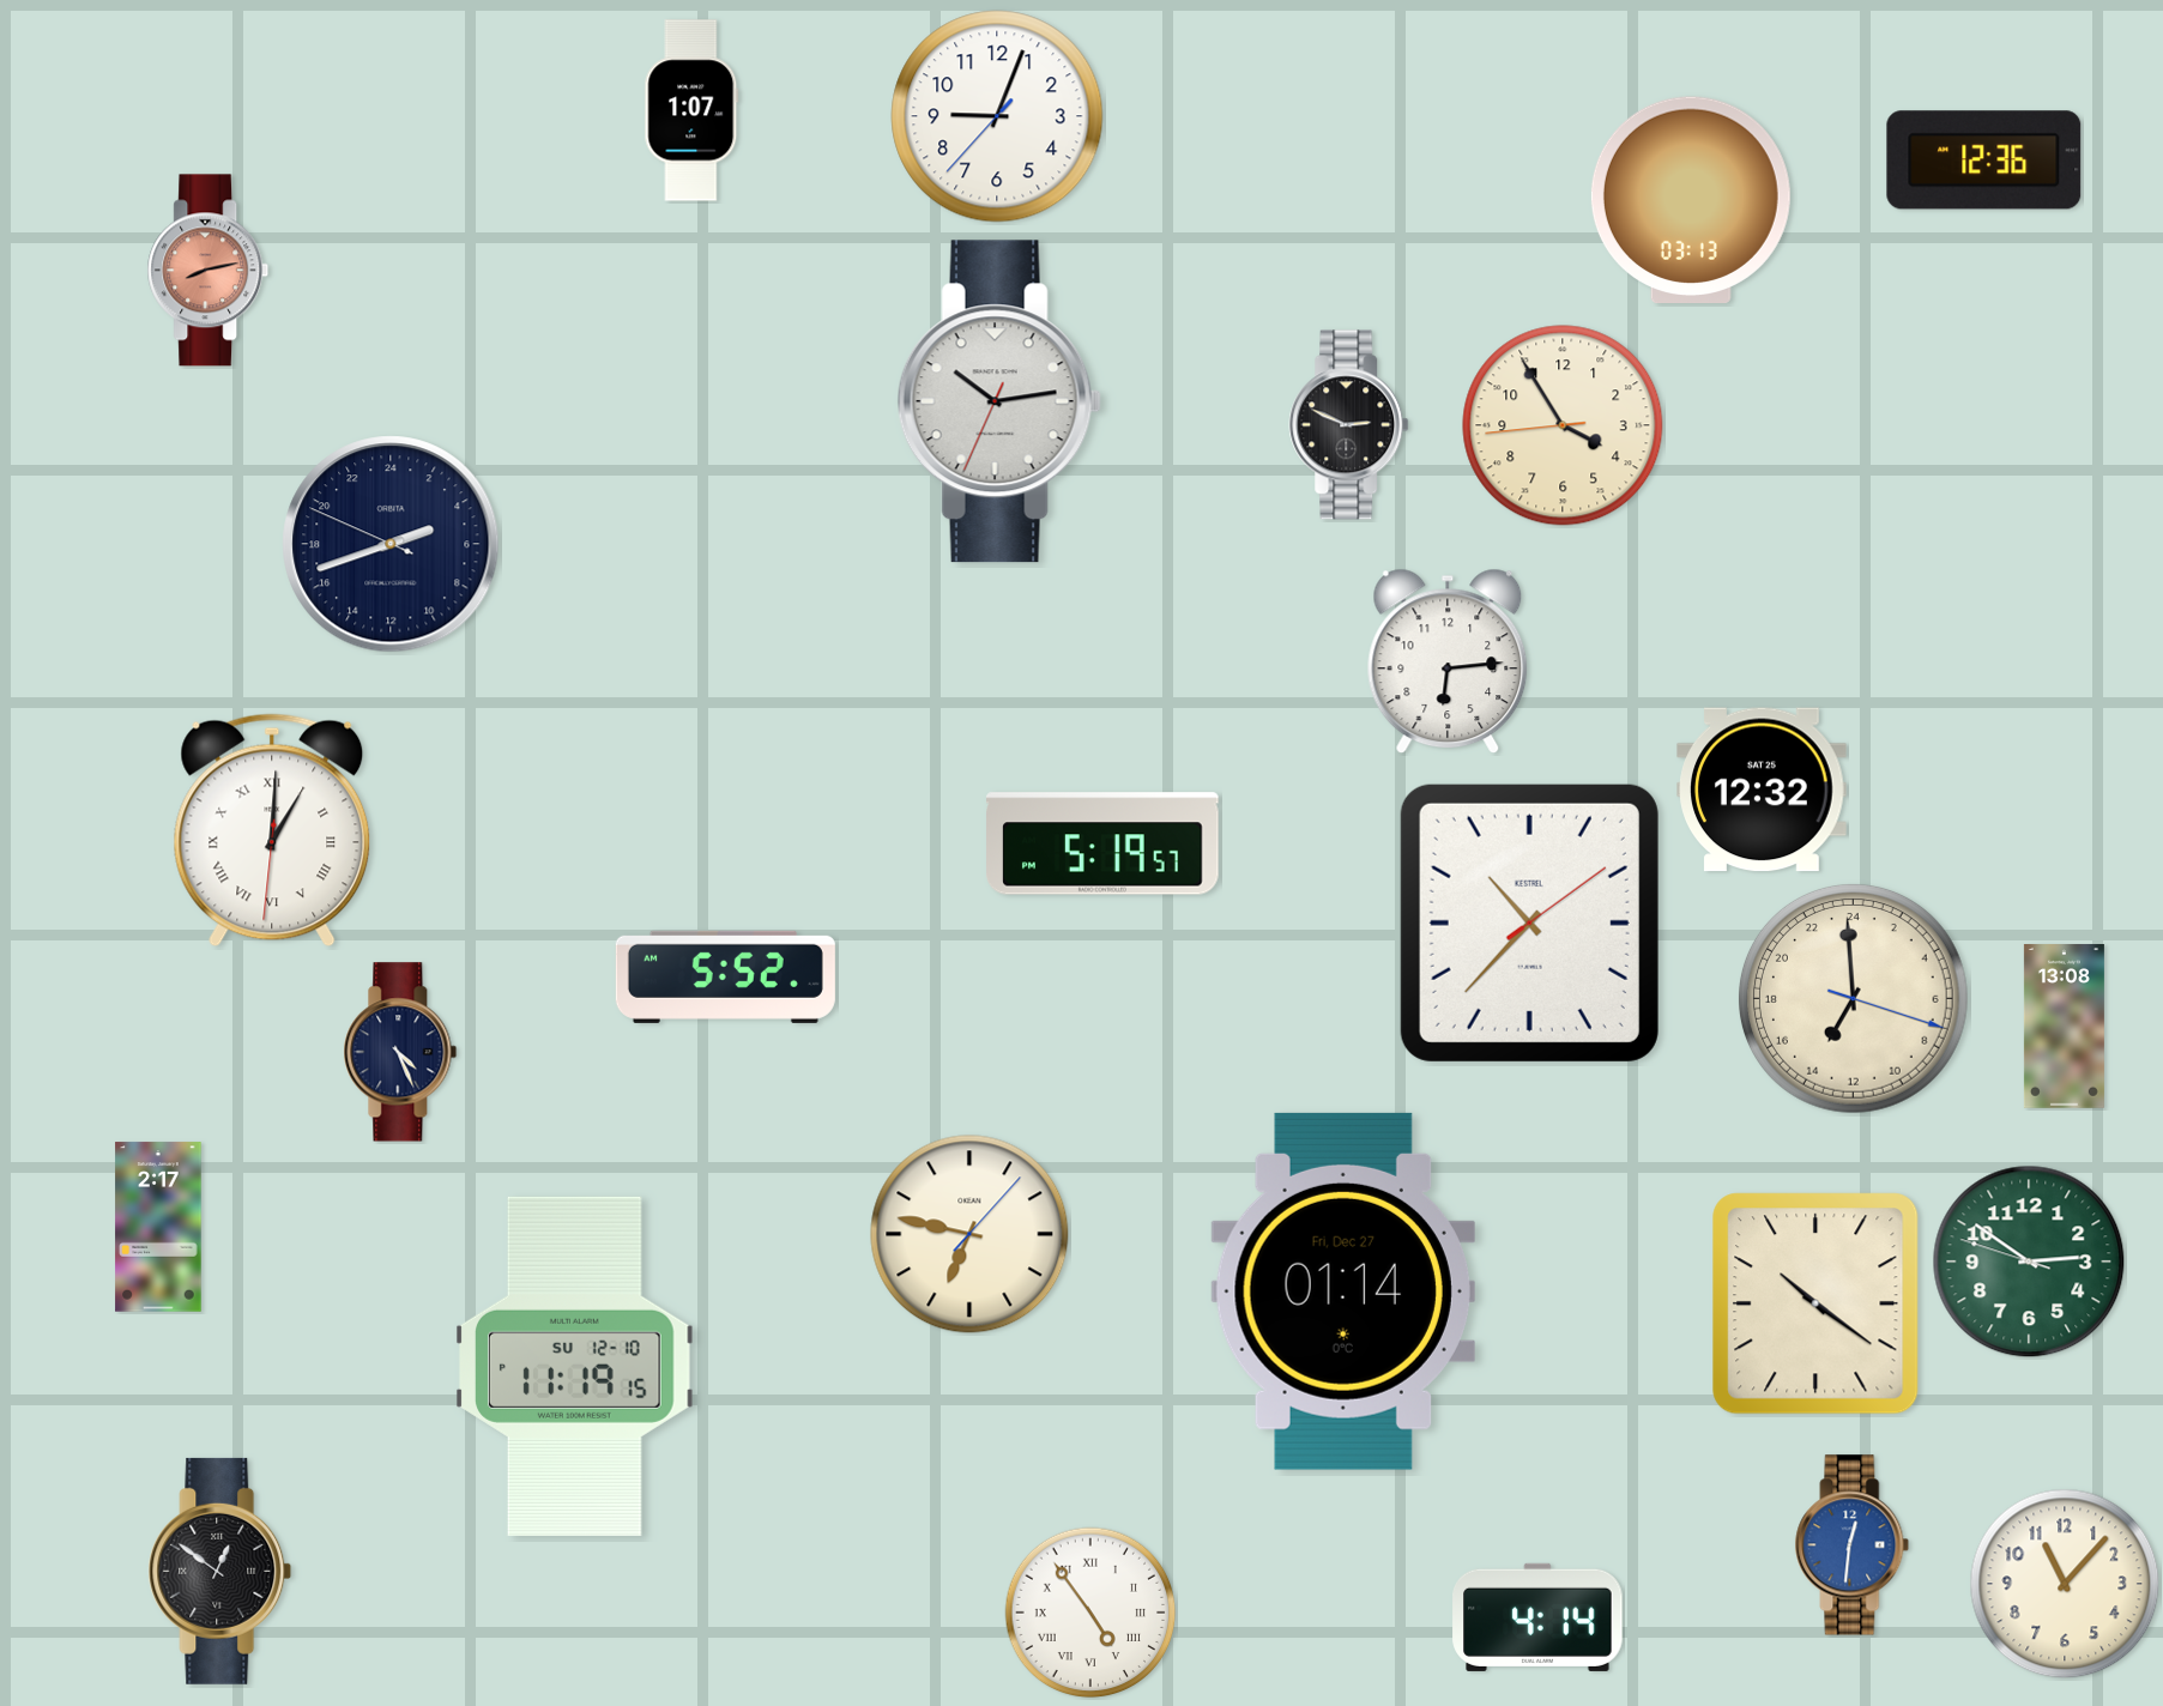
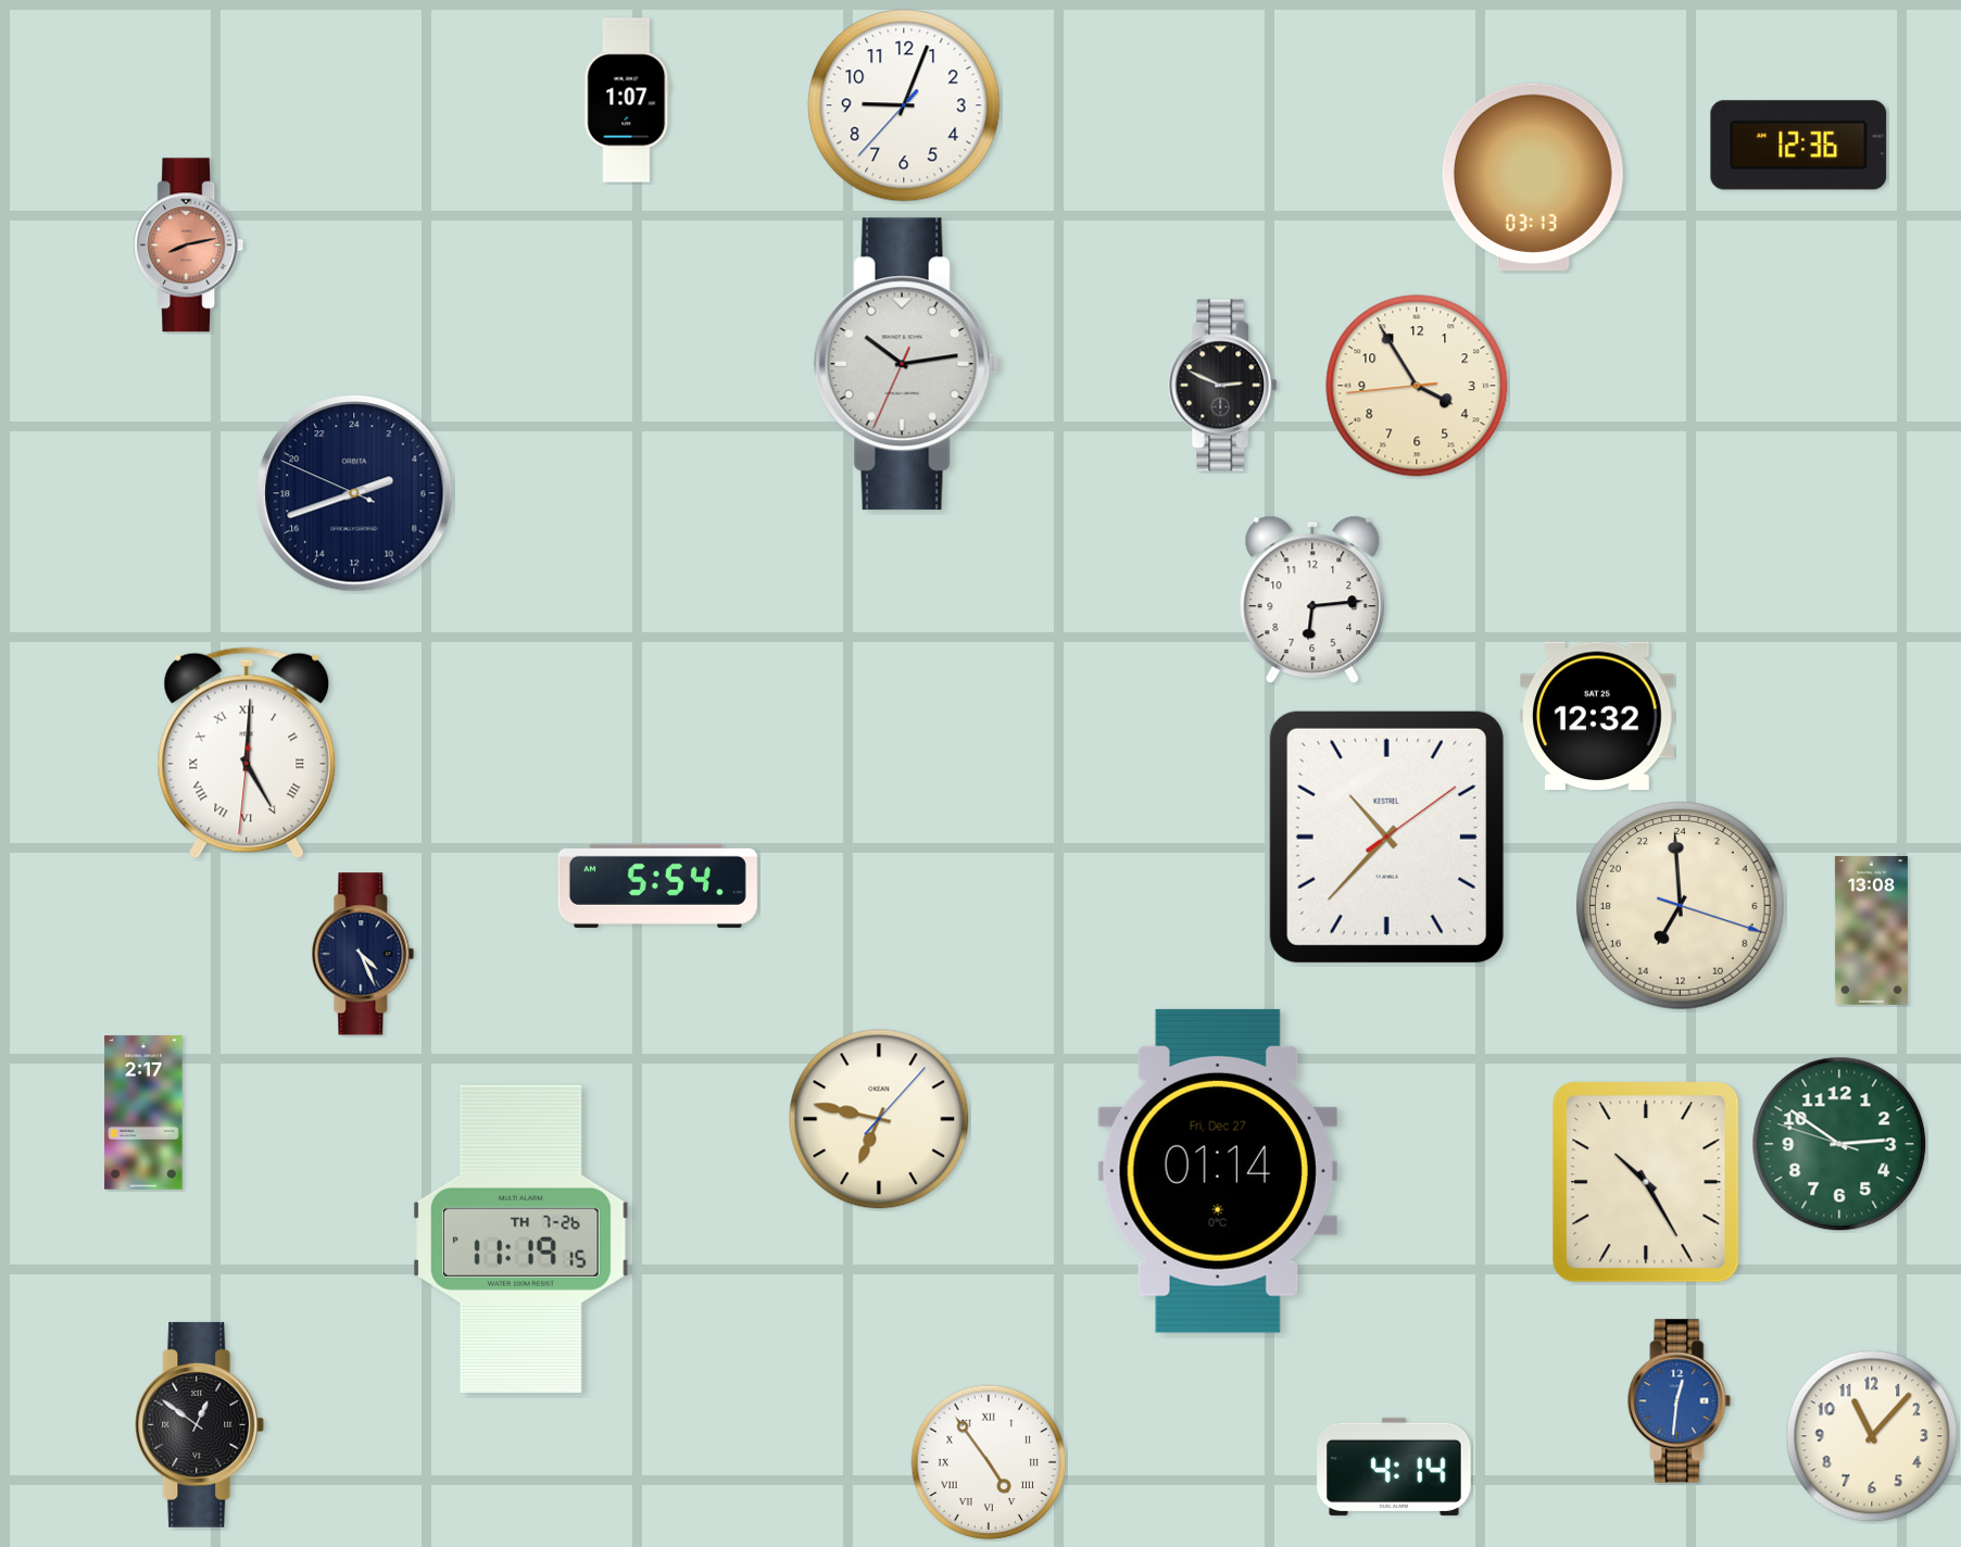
clock at (1691, 199) position: (1691, 199) -> (1533, 176)
clock at (272, 830): 1:00 -> 5:00
clock at (1102, 843): 5:19 -> none
clock at (725, 976): 5:52 -> 5:54
clock at (1815, 1303): 10:21 -> 10:25
clock at (575, 1366) date: SU 12-10 -> TH 7-26
